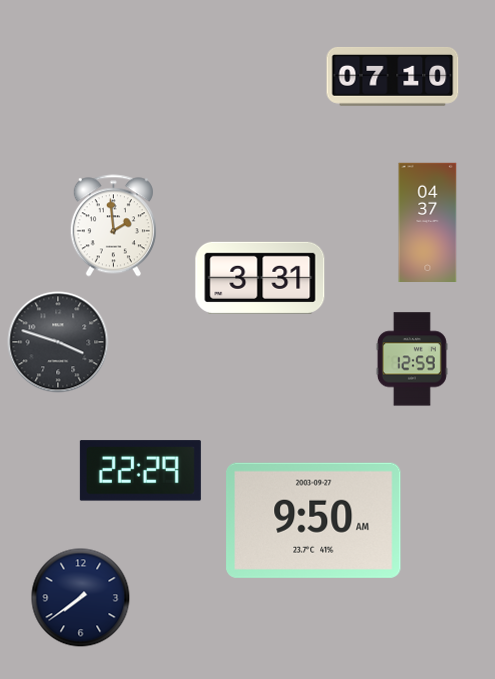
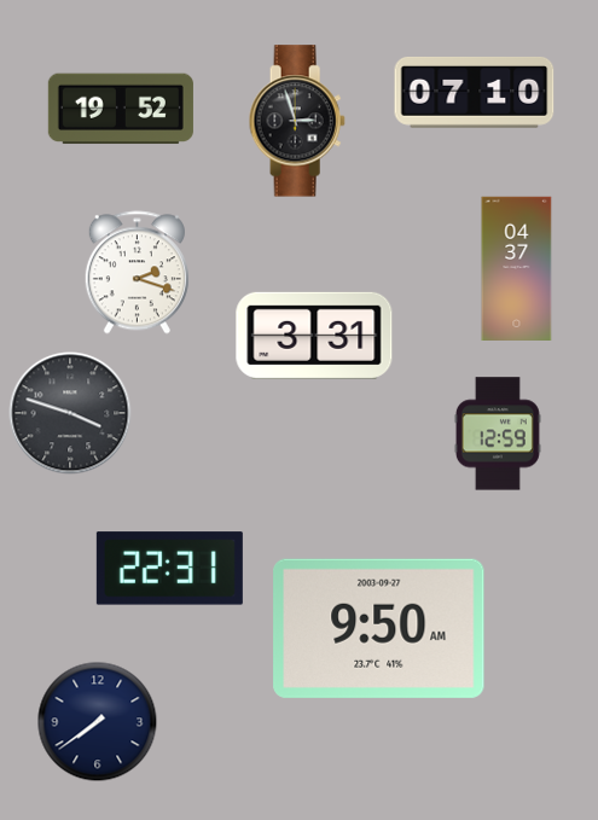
clock at (121, 109): none -> 19:52
clock at (297, 121): none -> 2:57
clock at (113, 226): 1:59 -> 2:18
clock at (140, 471): 22:29 -> 22:31
